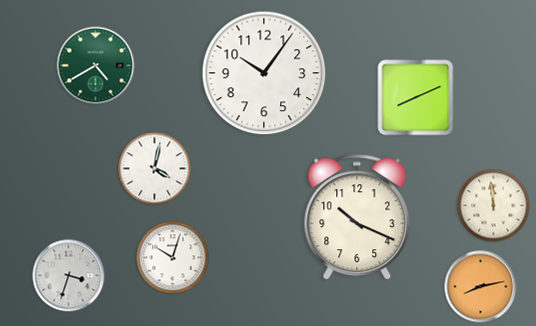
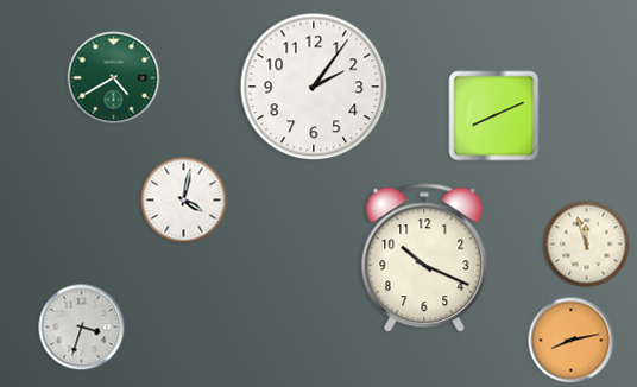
clock at (264, 73): 10:06 -> 2:06
clock at (494, 206): 11:59 -> 11:57
clock at (173, 258): 10:03 -> none
